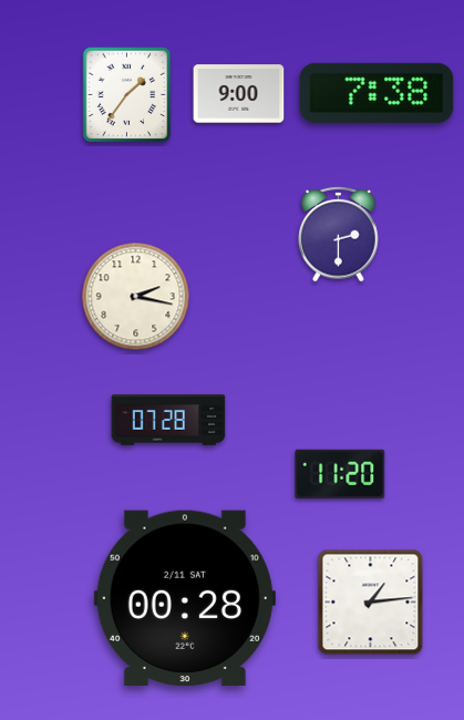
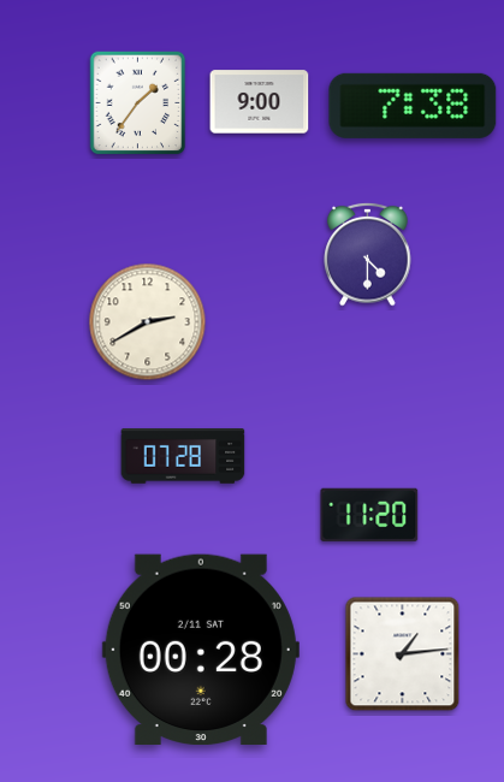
clock at (377, 93) position: (377, 93) -> (413, 106)
clock at (339, 234): 2:30 -> 4:30
clock at (136, 297): 2:17 -> 2:40
